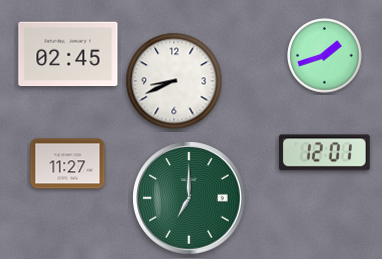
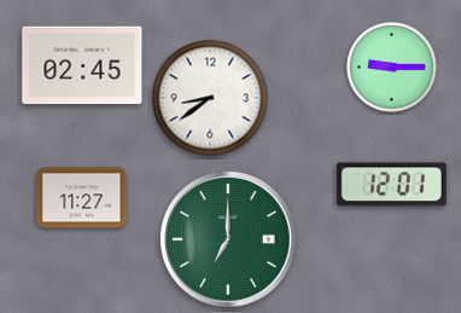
clock at (325, 56): 1:42 -> 9:15
clock at (174, 81): 8:41 -> 8:39
